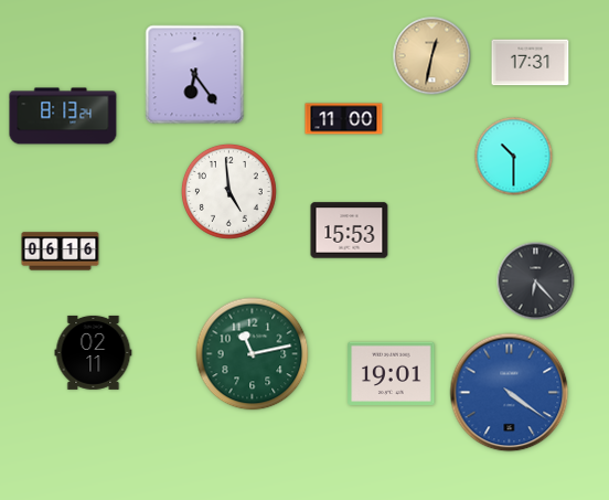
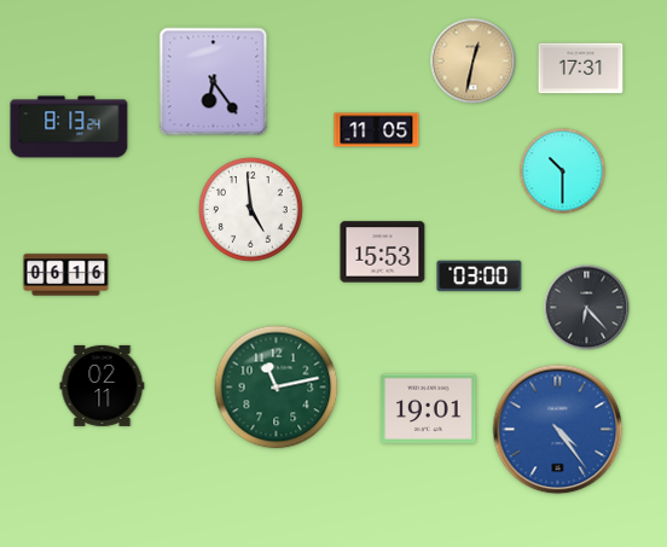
clock at (344, 119): 11:00 -> 11:05
clock at (480, 277): none -> 03:00
clock at (510, 393): 4:21 -> 4:24
